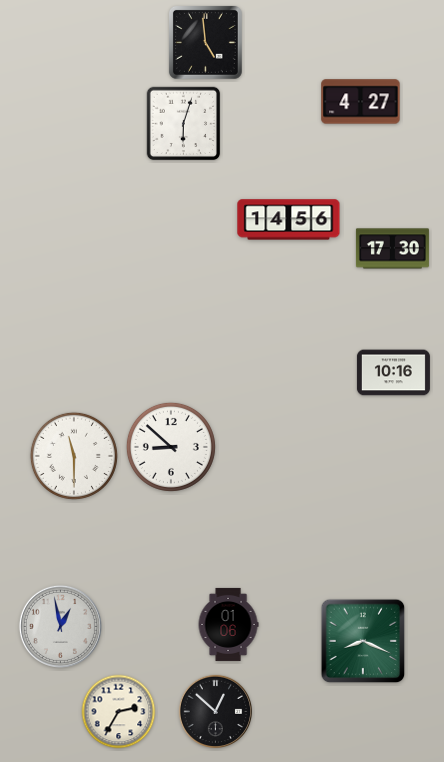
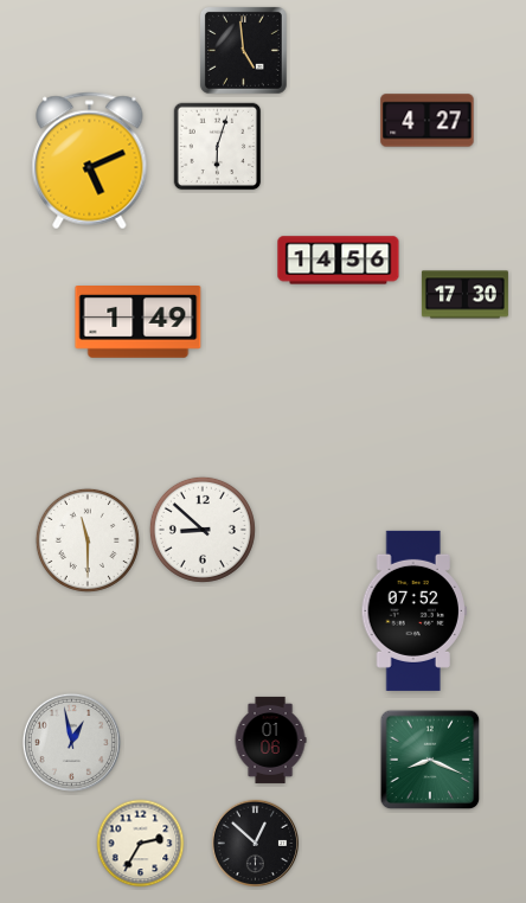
clock at (90, 161): none -> 5:11
clock at (289, 220) position: (289, 220) -> (339, 261)
clock at (139, 322): none -> 1:49
clock at (393, 373): 10:16 -> none
clock at (413, 610): none -> 07:52
